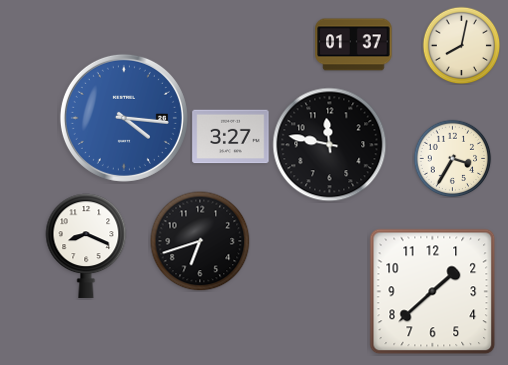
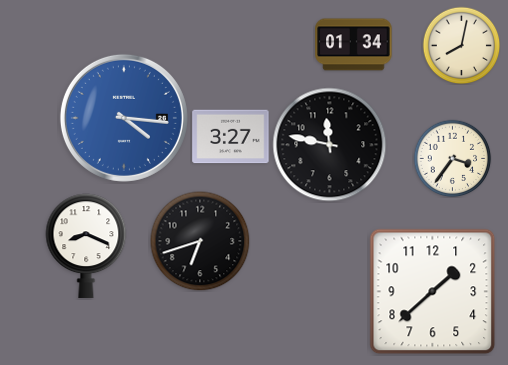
clock at (354, 45): 01:37 -> 01:34
clock at (452, 158): 3:35 -> 3:36
